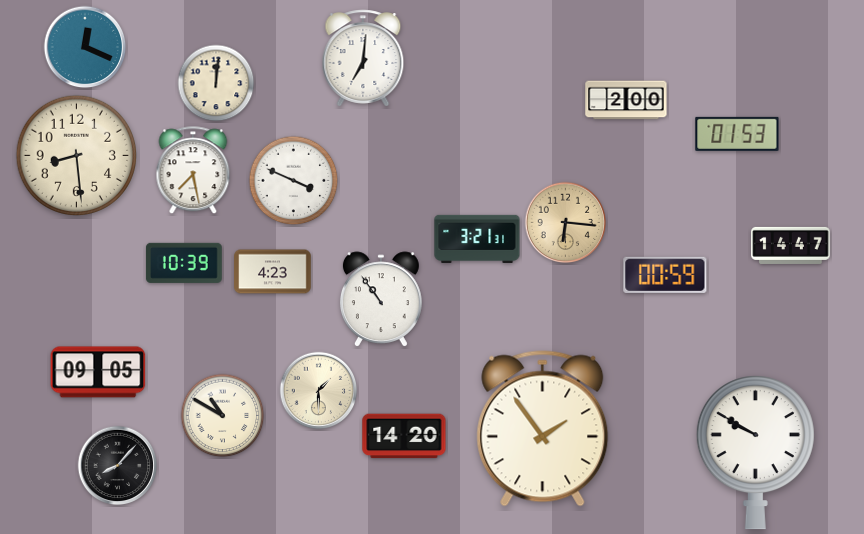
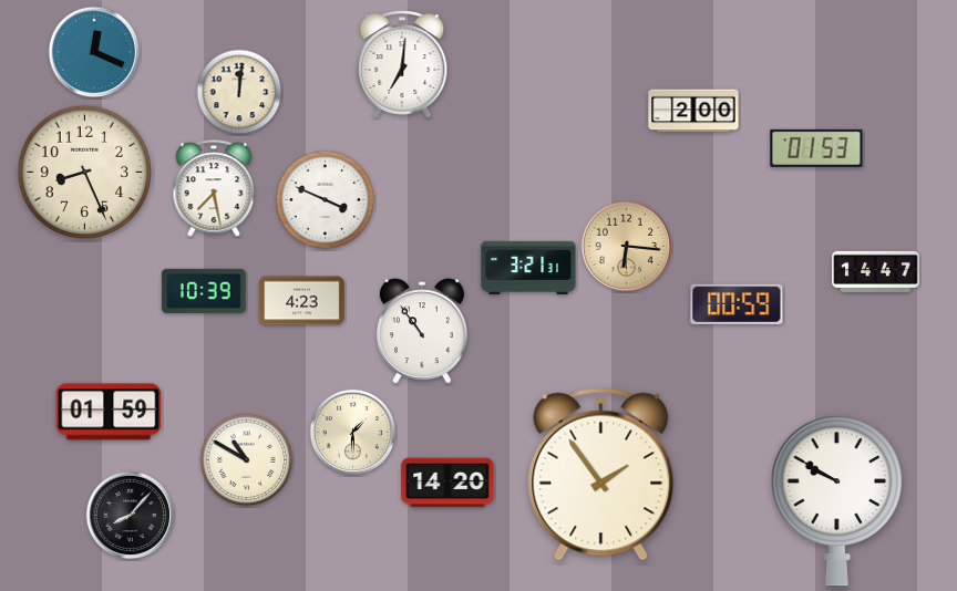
clock at (76, 155): 8:29 -> 8:26
clock at (477, 239) position: (477, 239) -> (528, 268)
clock at (98, 372): 09:05 -> 01:59
